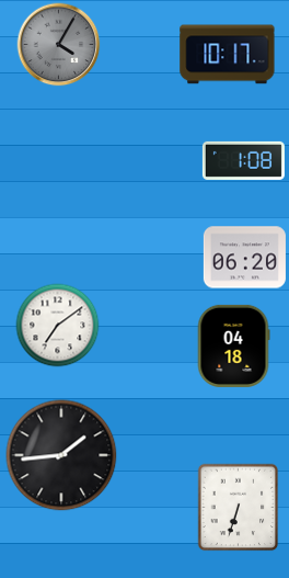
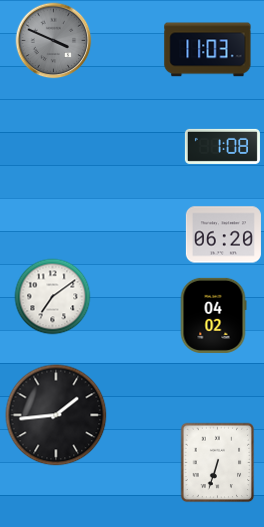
clock at (59, 45): 4:05 -> 3:49
clock at (228, 55): 10:17 -> 11:03
clock at (233, 345): 04:18 -> 04:02
